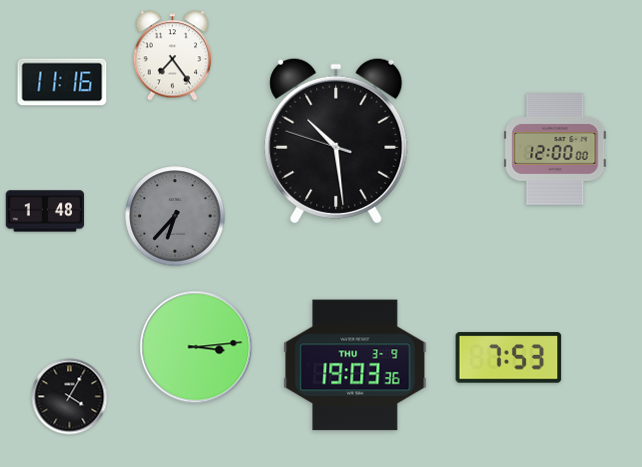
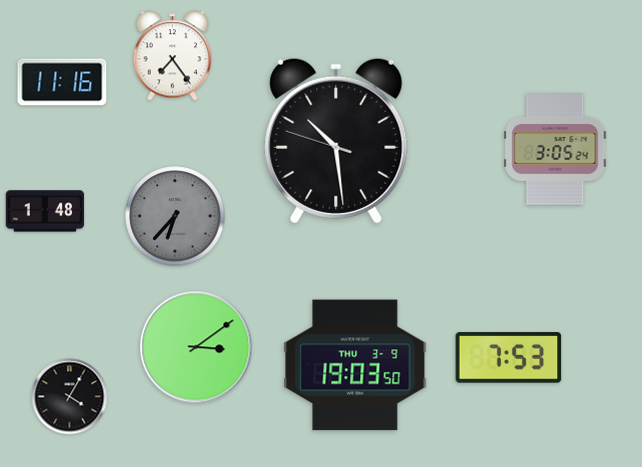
clock at (555, 149): 12:00 -> 3:05
clock at (196, 347): 3:14 -> 3:09
clock at (355, 365): 19:03:36 -> 19:03:50
